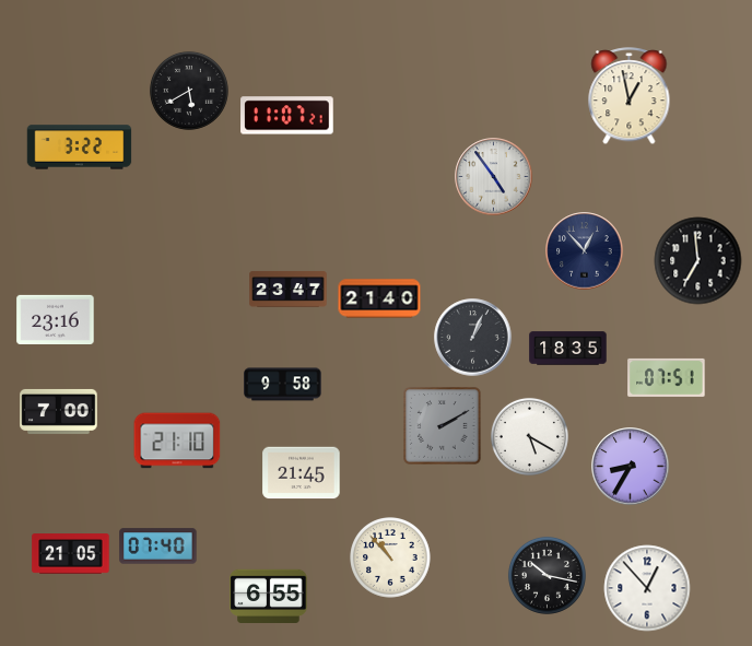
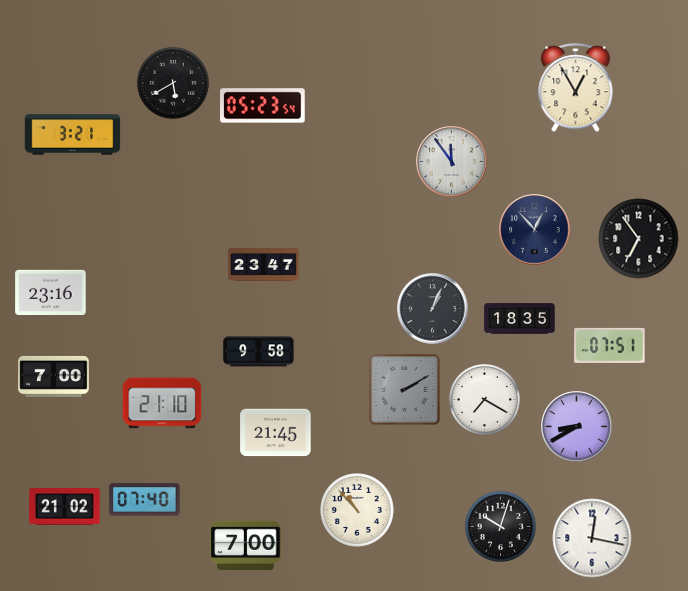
clock at (630, 96): 12:58 -> 12:55
clock at (287, 116): 11:07 -> 05:23
clock at (80, 148): 3:22 -> 3:21
clock at (494, 177): 4:54 -> 11:54
clock at (698, 261): 6:59 -> 6:54
clock at (379, 298): 21:40 -> none
clock at (529, 436): 5:20 -> 7:20
clock at (631, 467): 8:35 -> 8:40
clock at (71, 554): 21:05 -> 21:02
clock at (547, 575): 10:17 -> 10:03
clock at (647, 588): 12:53 -> 12:17
clock at (269, 596): 6:55 -> 7:00
